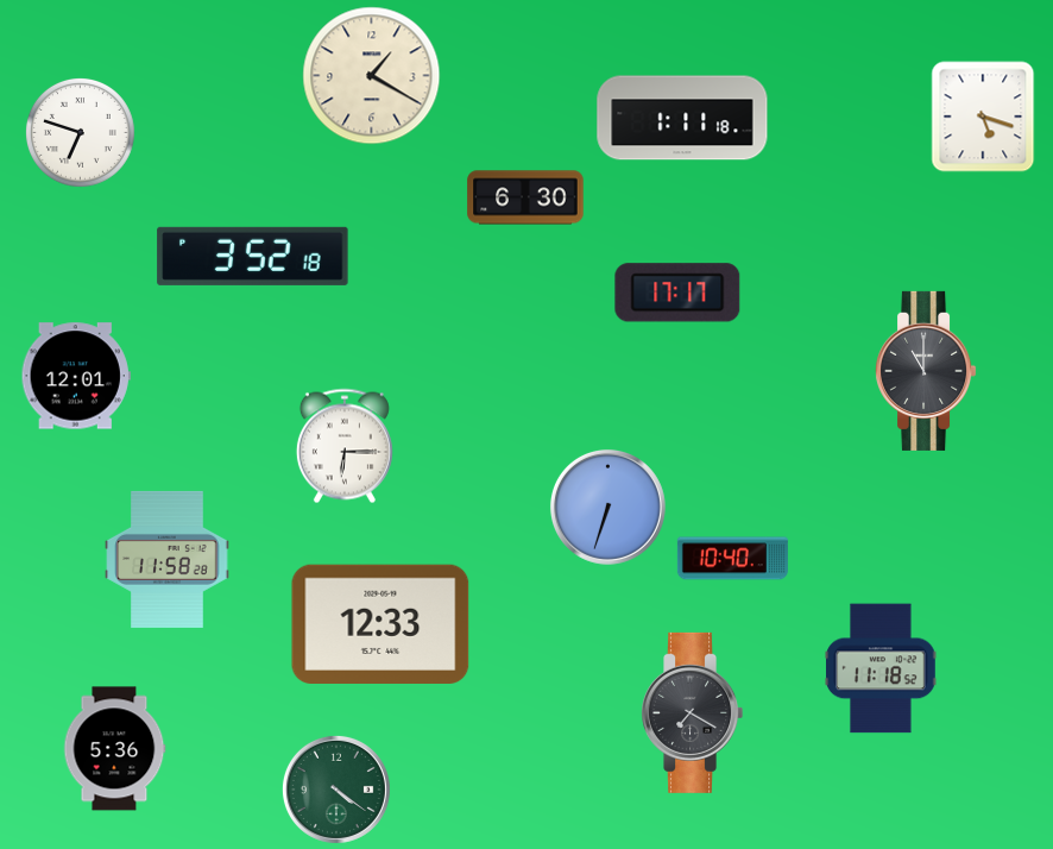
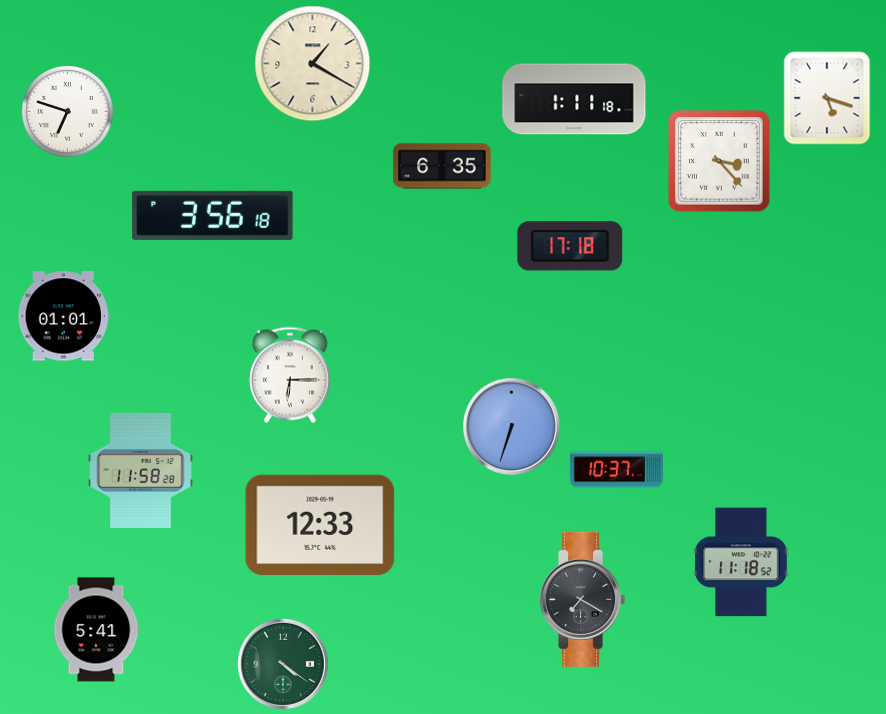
clock at (719, 161): none -> 3:23
clock at (525, 197): 6:30 -> 6:35
clock at (253, 256): 3:52 -> 3:56
clock at (677, 293): 17:17 -> 17:18
clock at (927, 371): 11:00 -> none
clock at (76, 376): 12:01 -> 01:01
clock at (732, 559): 10:40 -> 10:37
clock at (115, 749): 5:36 -> 5:41
